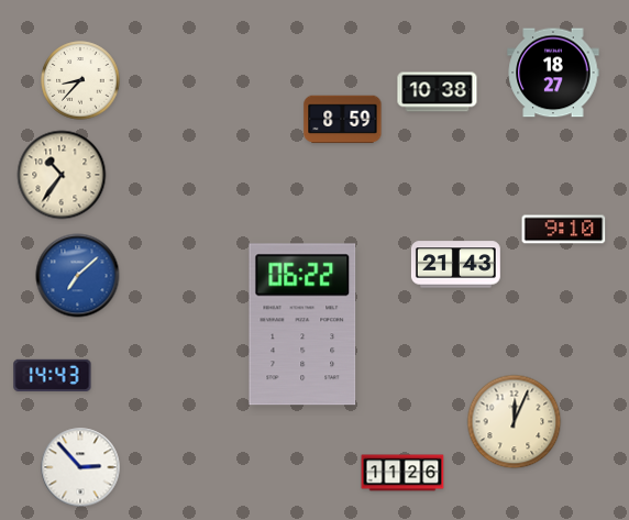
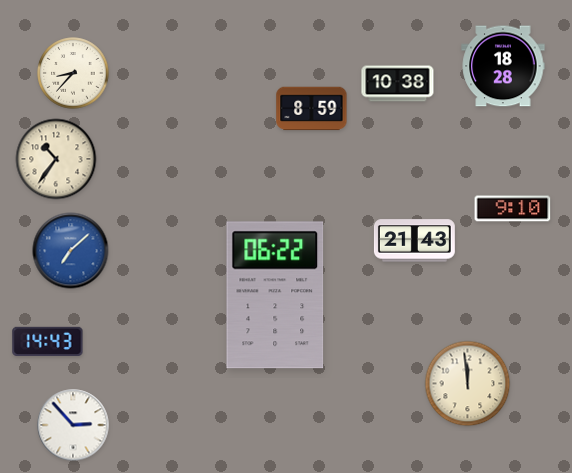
clock at (553, 73): 18:27 -> 18:28
clock at (515, 422): 12:04 -> 11:59
clock at (402, 473): 11:26 -> none
